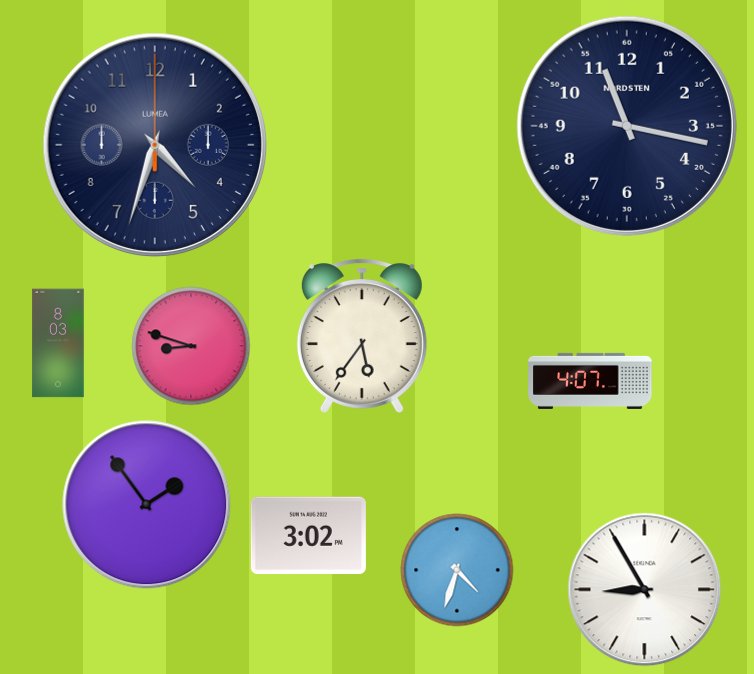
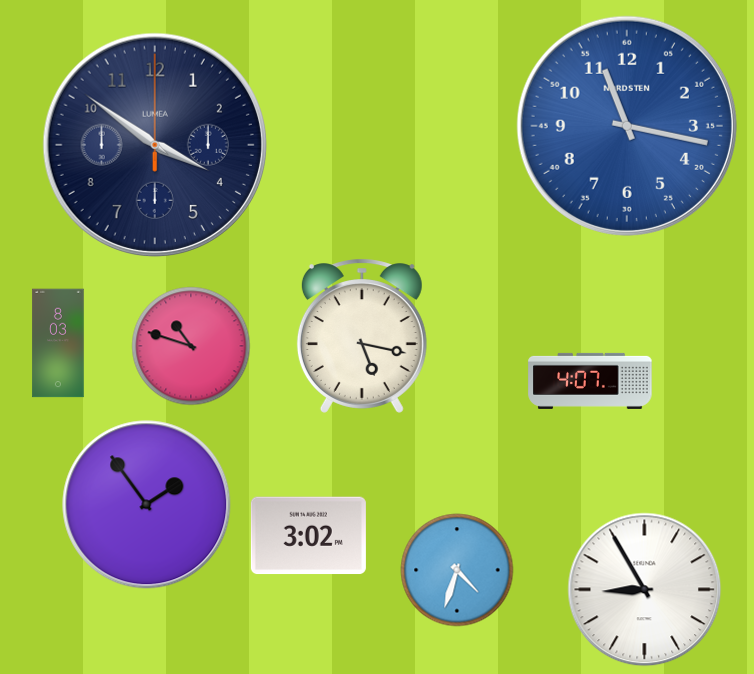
clock at (627, 126) dial: navy -> blue
clock at (155, 145): 4:33 -> 3:51
clock at (362, 336): 5:36 -> 5:17
clock at (191, 346): 8:48 -> 10:48
